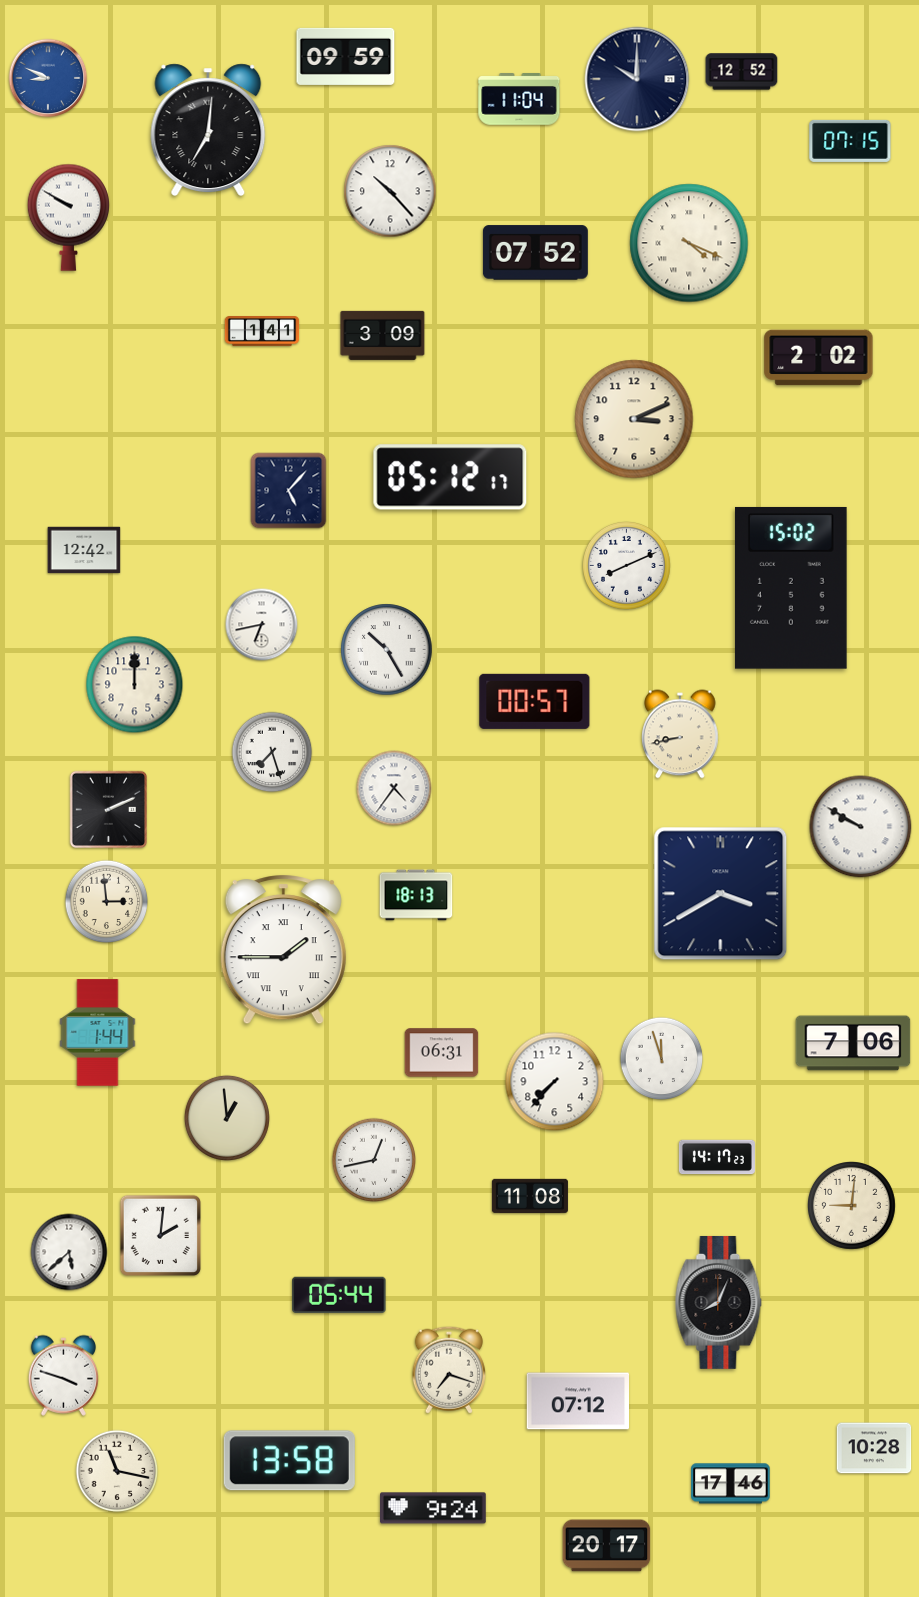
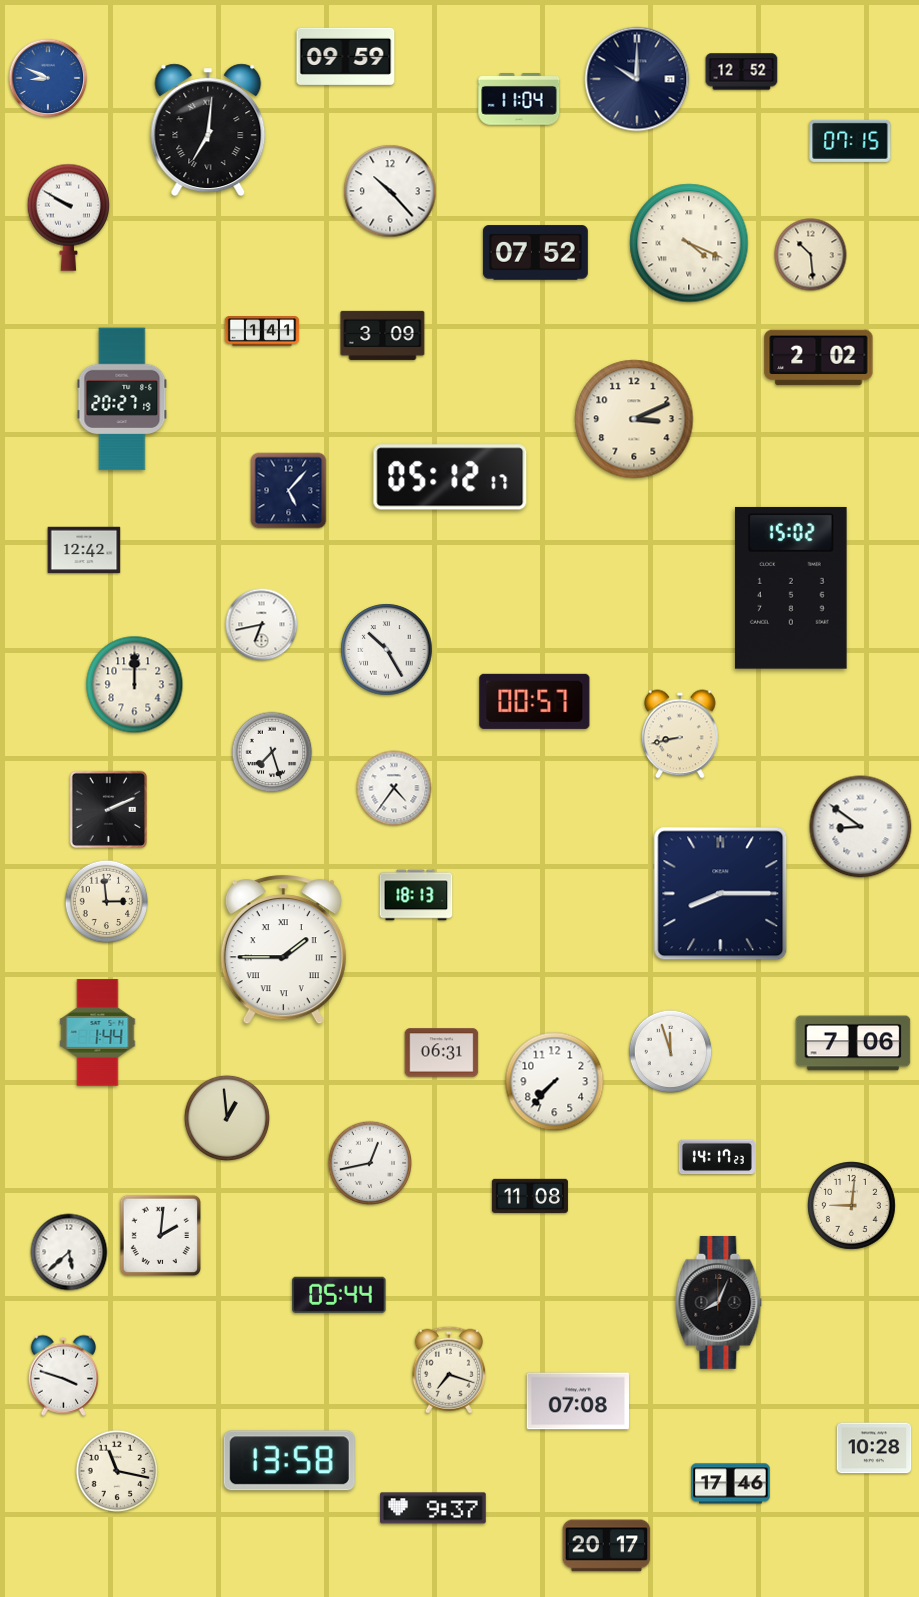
clock at (811, 255): none -> 10:29
clock at (122, 399): none -> 20:27
clock at (627, 566): 8:11 -> none
clock at (861, 827): 9:50 -> 8:51
clock at (721, 894): 3:40 -> 8:15
clock at (662, 1059) position: (662, 1059) -> (671, 1052)
clock at (373, 1159) position: (373, 1159) -> (369, 1162)
clock at (577, 1401): 07:12 -> 07:08
clock at (434, 1508): 9:24 -> 9:37
